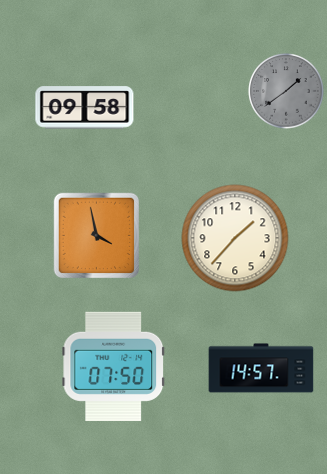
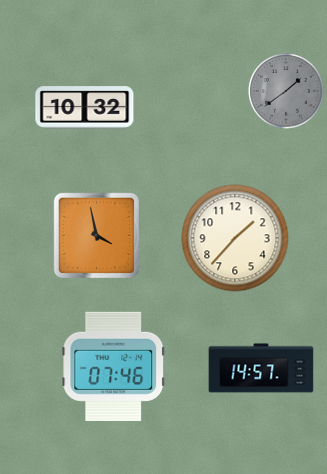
clock at (85, 108): 09:58 -> 10:32
clock at (114, 366): 07:50 -> 07:46
